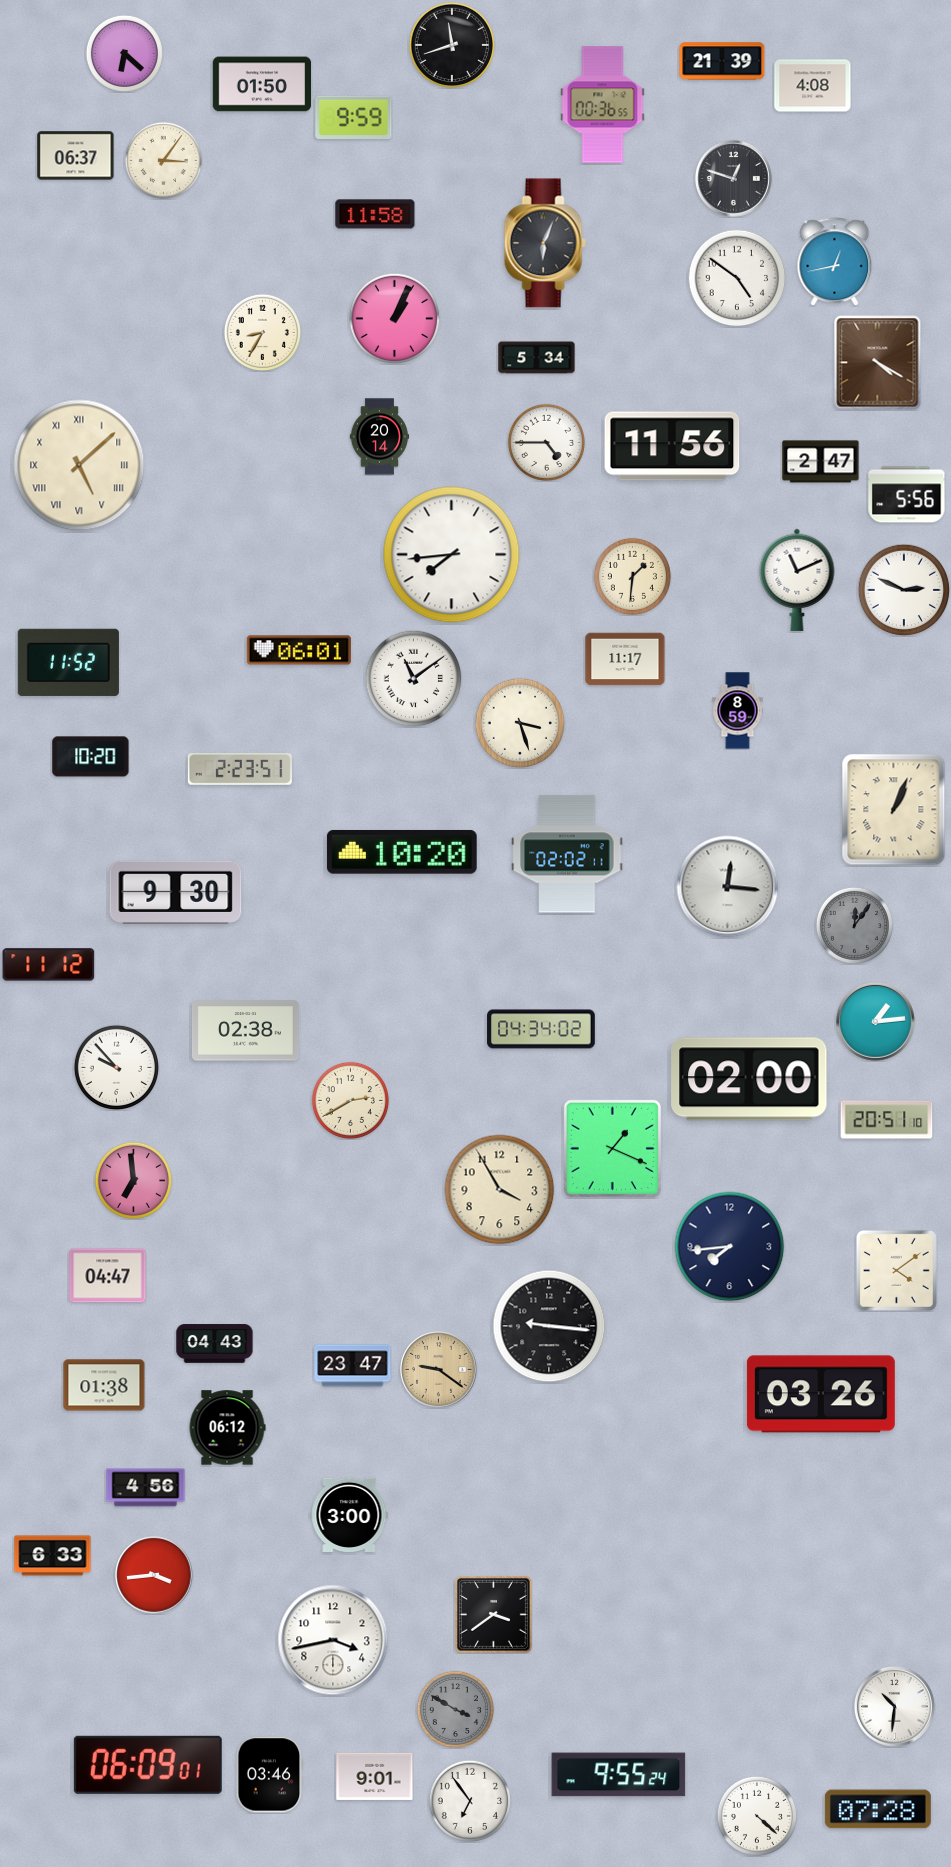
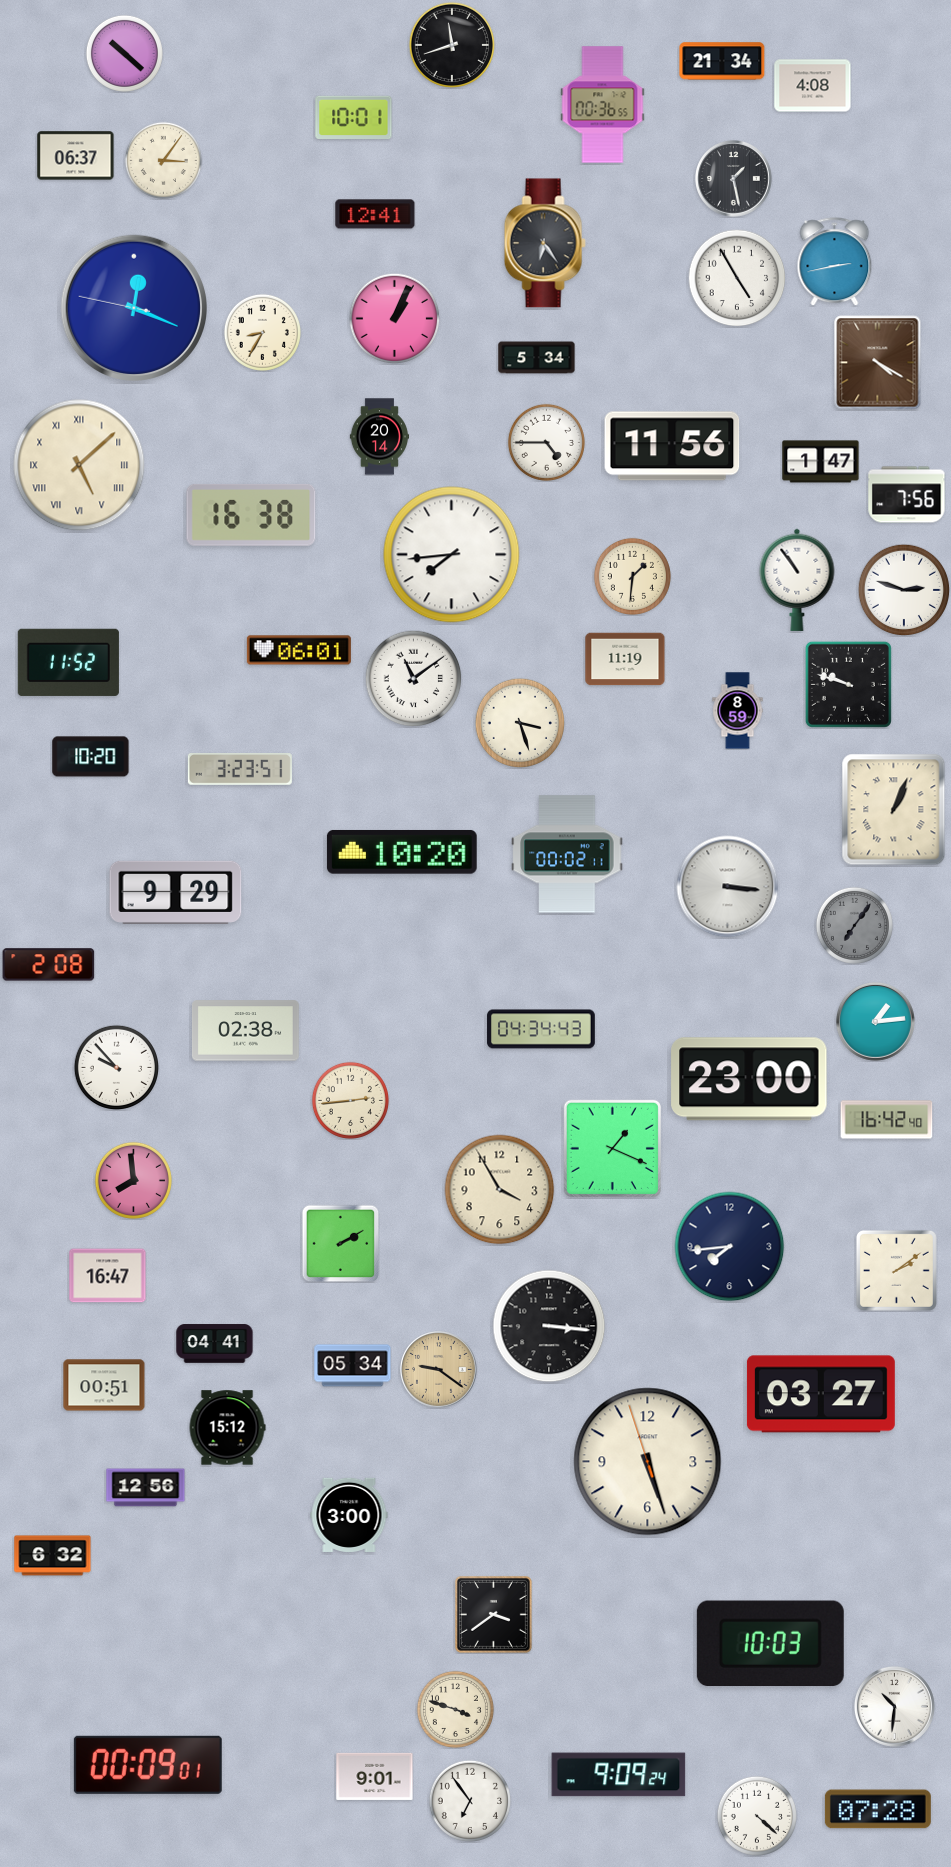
clock at (124, 53): 6:22 -> 10:22
clock at (722, 61): 21:39 -> 21:34
clock at (262, 84): 01:50 -> none
clock at (354, 118): 9:59 -> 10:01
clock at (734, 179): 12:48 -> 1:28
clock at (375, 214): 11:58 -> 12:41
clock at (545, 243): 6:04 -> 6:24
clock at (835, 262): 12:43 -> 2:43
clock at (737, 278): 4:51 -> 4:55
clock at (133, 307): none -> 12:18
clock at (821, 462): 2:47 -> 1:47
clock at (907, 495): 5:56 -> 7:56
clock at (251, 515): none -> 16:38
clock at (797, 580): 11:11 -> 10:54
clock at (904, 590): 2:49 -> 2:48
clock at (625, 659): 11:17 -> 11:19
clock at (848, 684): none -> 9:48
clock at (240, 770): 2:23 -> 3:23
clock at (567, 854): 02:02 -> 00:02
clock at (728, 887): 12:16 -> 3:16
clock at (176, 892): 9:30 -> 9:29
clock at (854, 925): 12:06 -> 7:06
clock at (49, 965): 11:12 -> 2:08
clock at (541, 1029): 04:34:02 -> 04:34:43
clock at (749, 1079): 02:00 -> 23:00
clock at (350, 1100): 2:40 -> 2:44
clock at (887, 1120): 20:51 -> 16:42
clock at (133, 1180): 6:59 -> 7:59
clock at (340, 1243): none -> 2:10
clock at (896, 1270): 4:09 -> 2:09
clock at (108, 1276): 04:47 -> 16:47
clock at (549, 1326): 9:16 -> 3:16
clock at (215, 1344): 04:43 -> 04:41
clock at (353, 1366): 23:47 -> 05:34
clock at (104, 1385): 01:38 -> 00:51
clock at (821, 1394): 03:26 -> 03:27
clock at (227, 1428): 06:12 -> 15:12
clock at (648, 1462): none -> 5:26
clock at (146, 1488): 4:56 -> 12:56
clock at (53, 1556): 6:33 -> 6:32
clock at (155, 1576): 3:44 -> none
clock at (333, 1640): 3:43 -> none
clock at (770, 1643): none -> 10:03
clock at (455, 1709): 3:50 -> 3:48
clock at (455, 1709) dial: grey -> cream
clock at (148, 1765): 06:09 -> 00:09
clock at (270, 1775): 03:46 -> none
clock at (619, 1775): 9:55 -> 9:09
